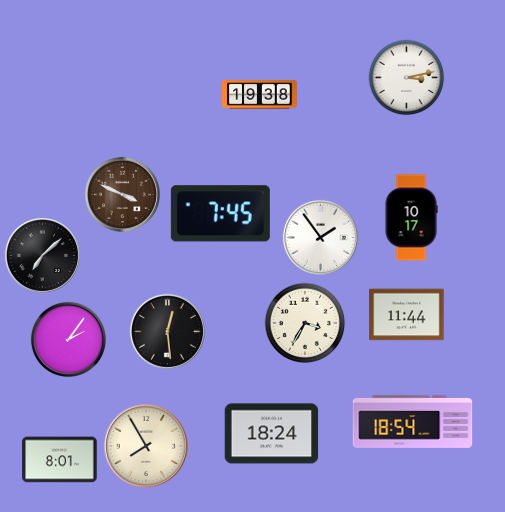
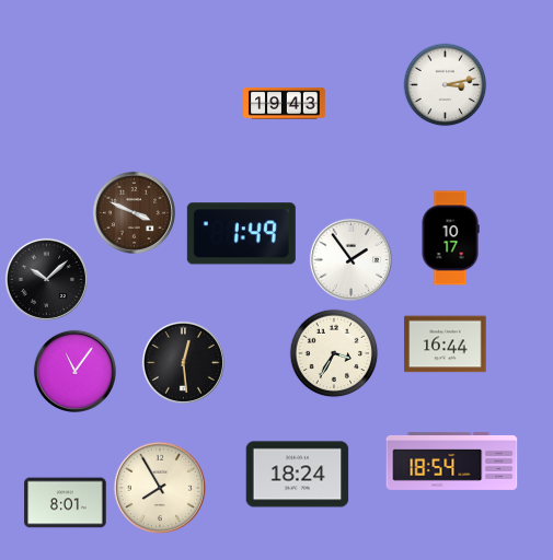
clock at (260, 95): 19:38 -> 19:43
clock at (220, 214): 7:45 -> 1:49
clock at (42, 255): 7:08 -> 10:08
clock at (407, 315): 11:44 -> 16:44
clock at (68, 339): 2:06 -> 11:06
